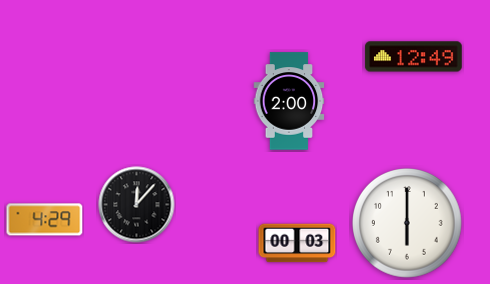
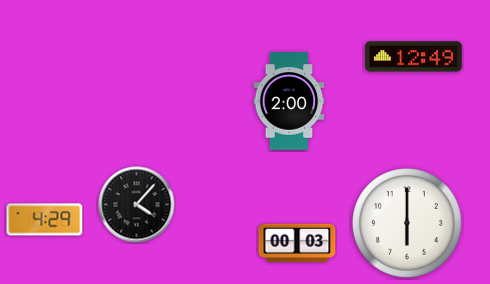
clock at (137, 205): 12:07 -> 4:07
